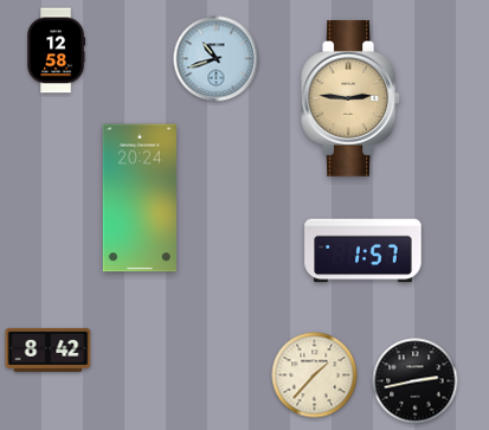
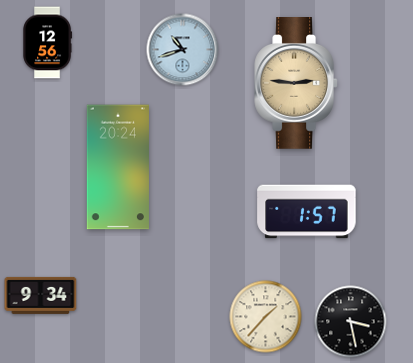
clock at (57, 51): 12:58 -> 12:56
clock at (49, 349): 8:42 -> 9:34
clock at (416, 381): 2:43 -> 3:28
